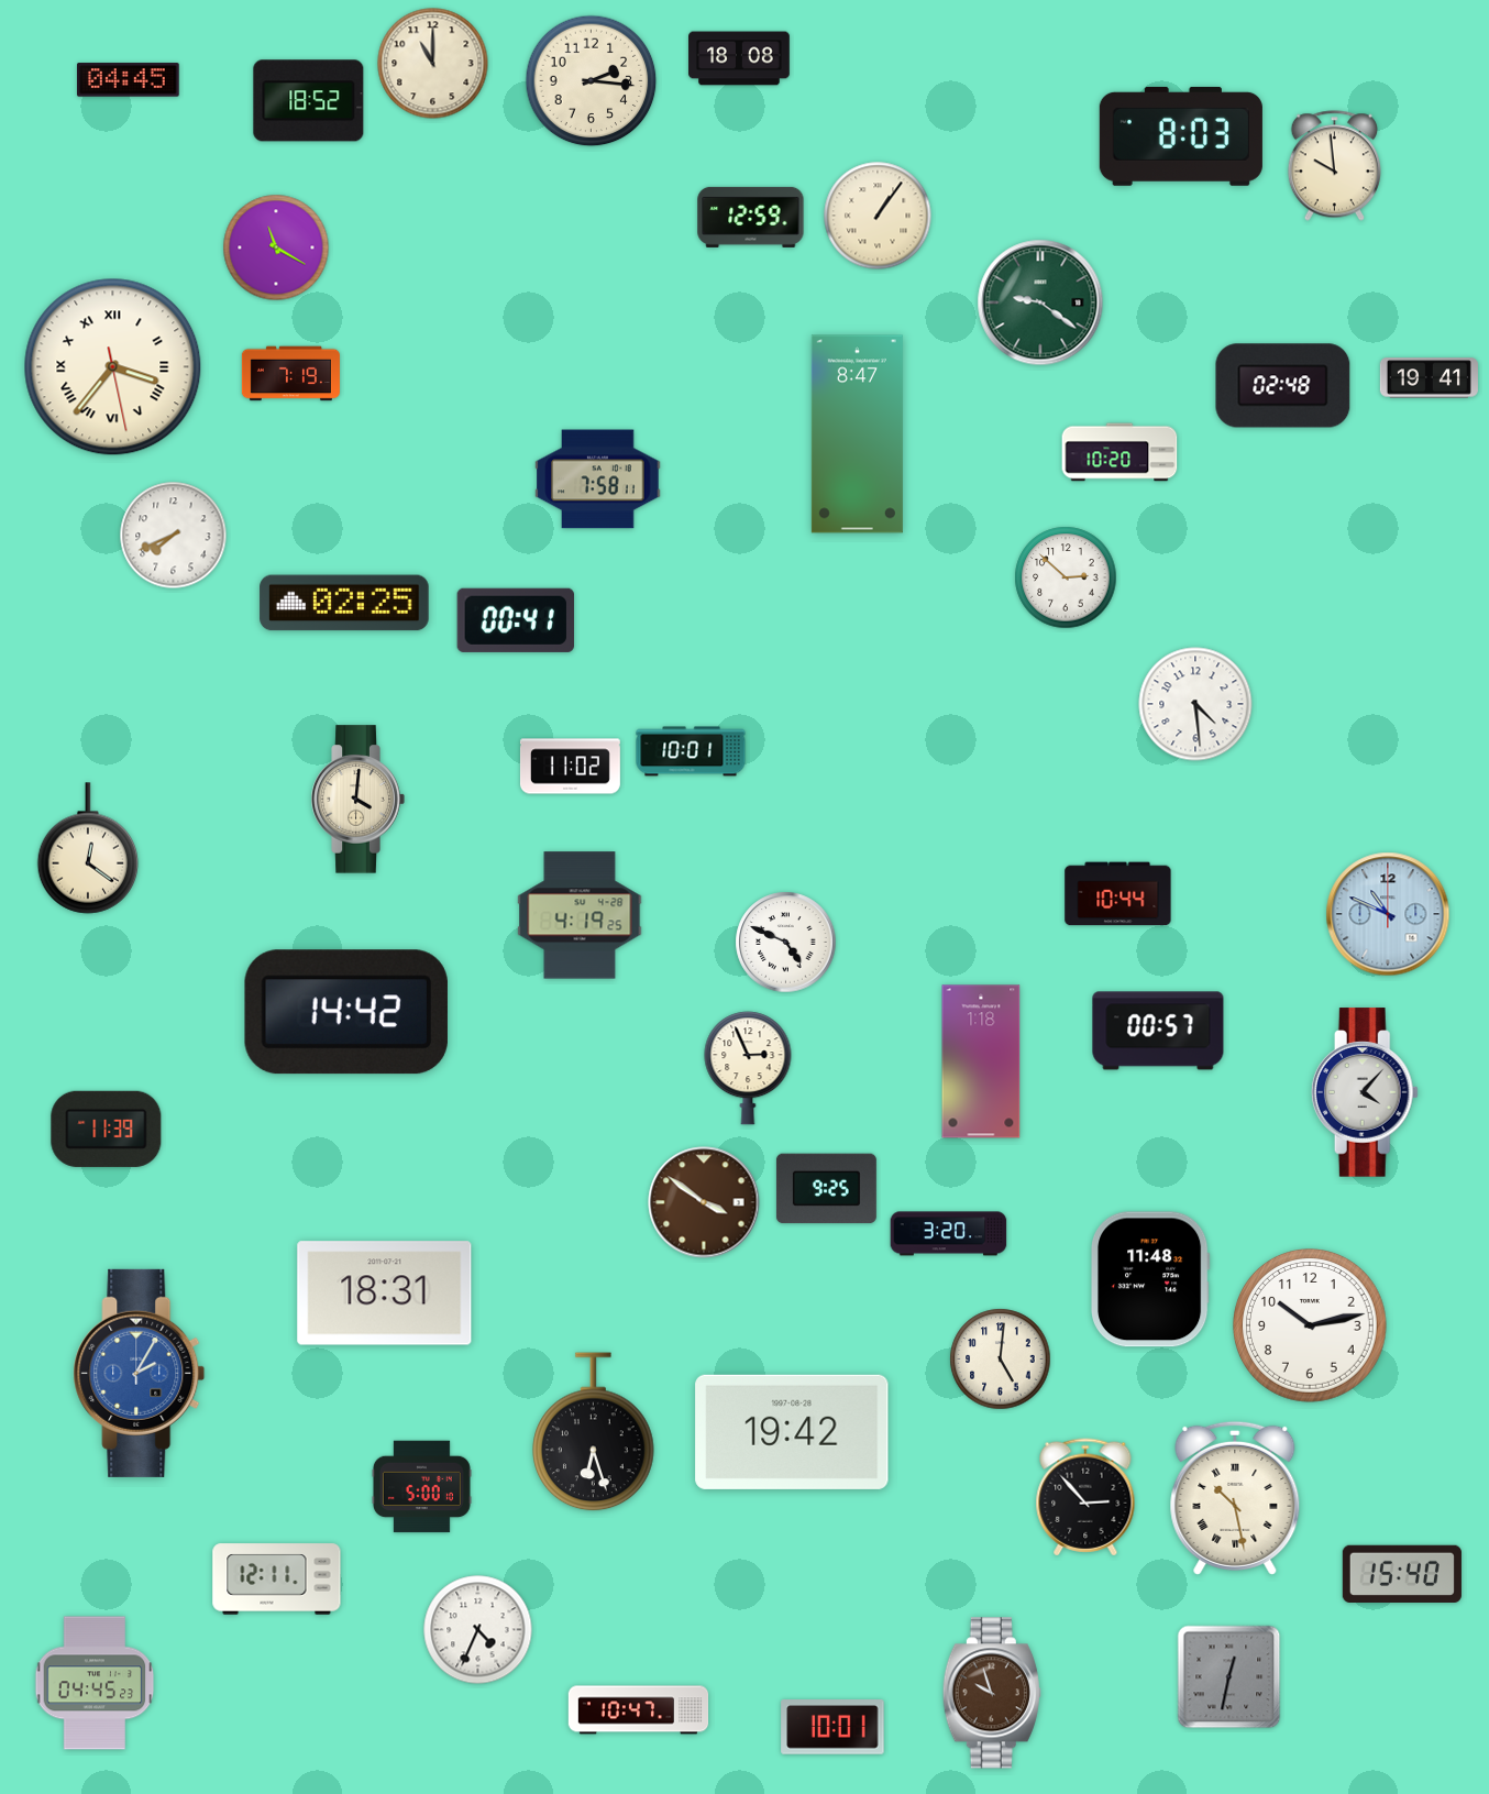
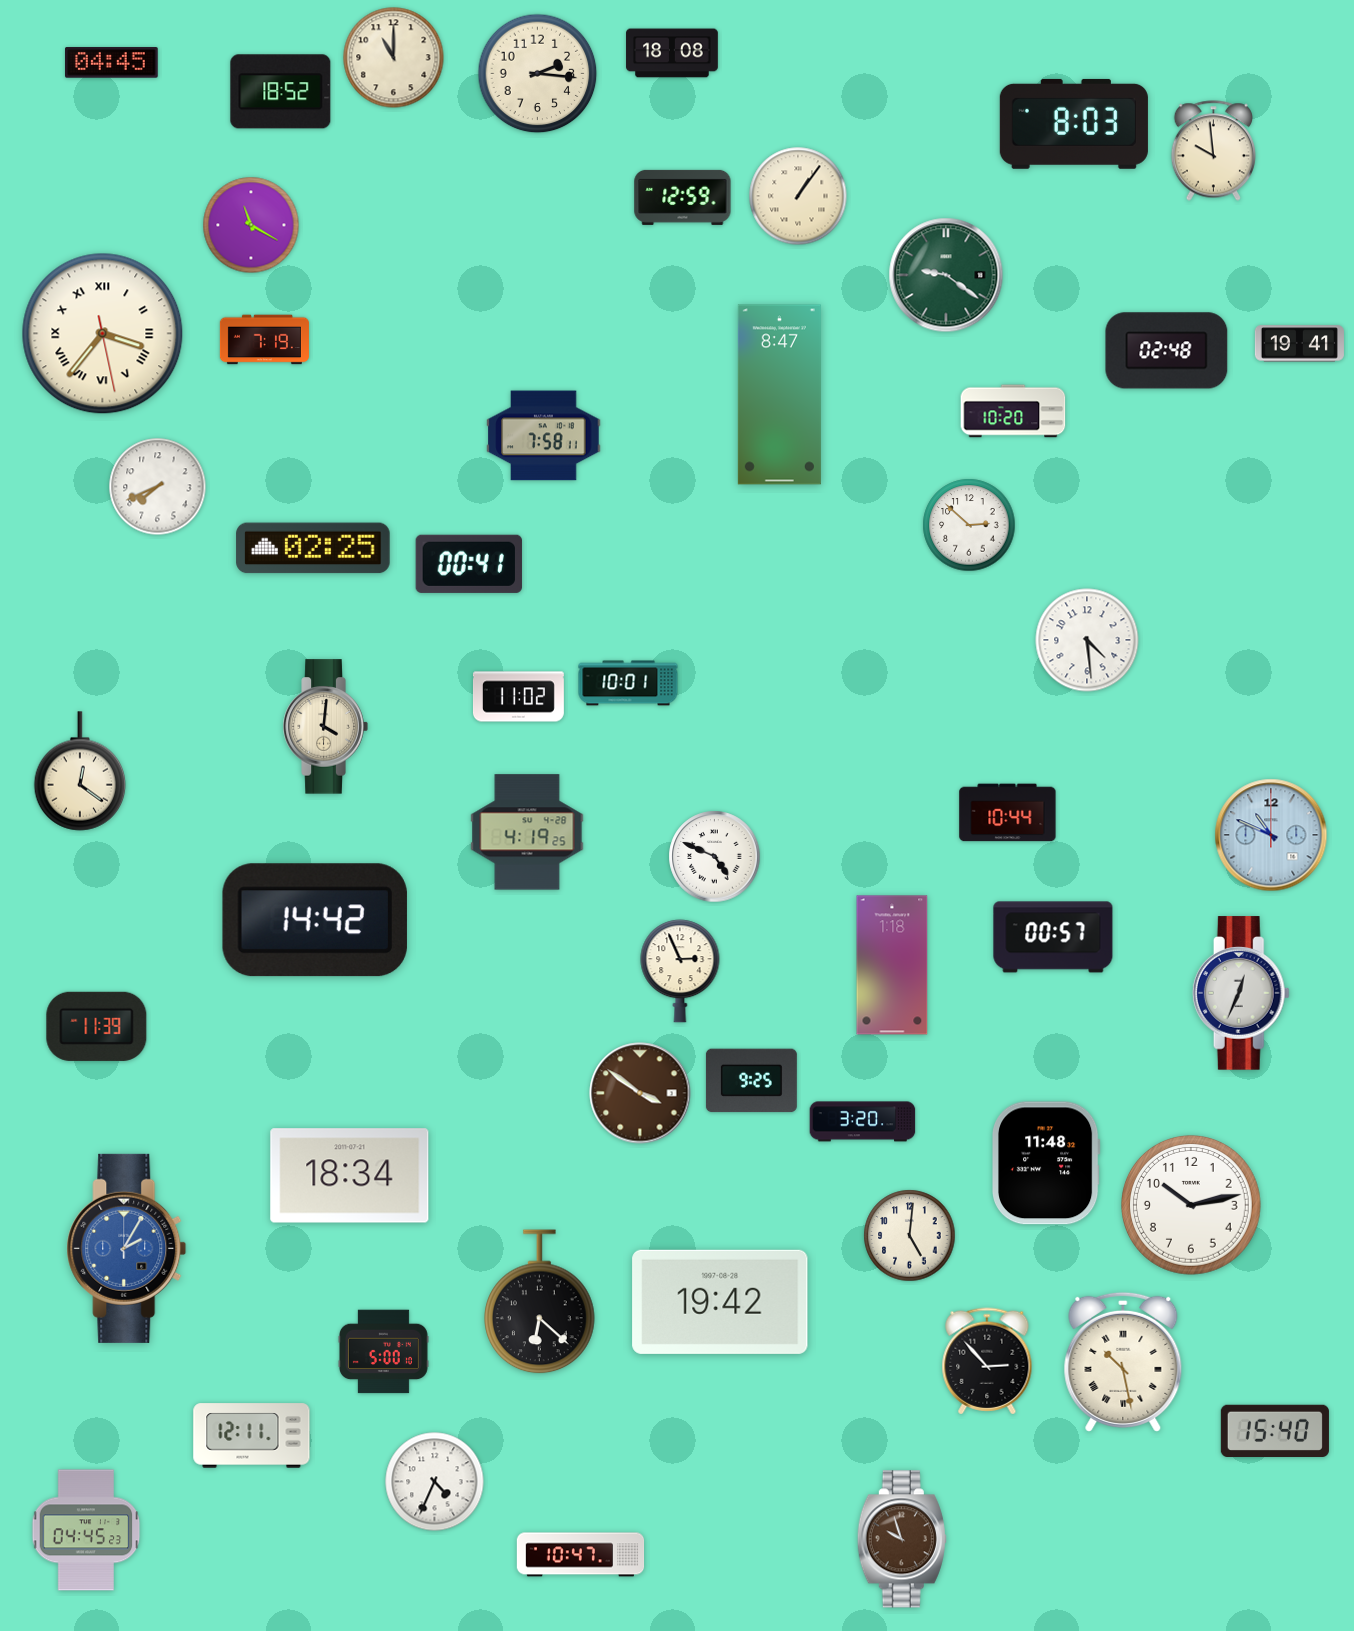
clock at (129, 80) position: (129, 80) -> (112, 63)
clock at (1119, 452) position: (1119, 452) -> (1013, 411)
clock at (1118, 894) position: (1118, 894) -> (1008, 813)
clock at (1388, 914) position: (1388, 914) -> (1271, 835)
clock at (1365, 1092): 4:07 -> 12:34
clock at (385, 1294): 18:31 -> 18:34
clock at (594, 1432): 6:27 -> 6:22
clock at (1229, 1677): 12:32 -> none
clock at (832, 1727): 10:01 -> none
